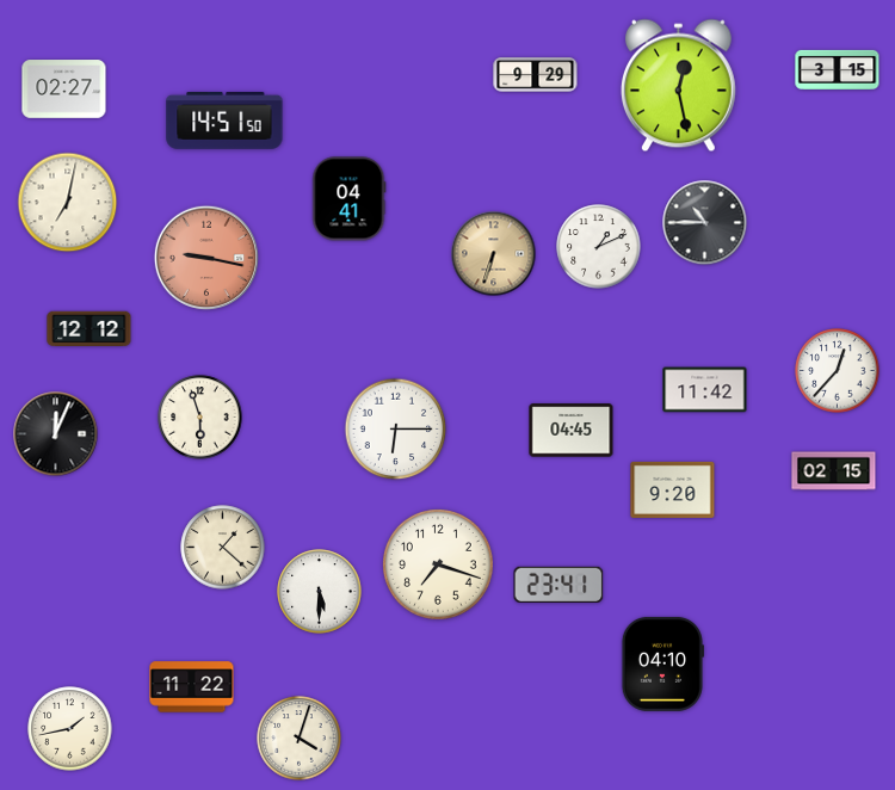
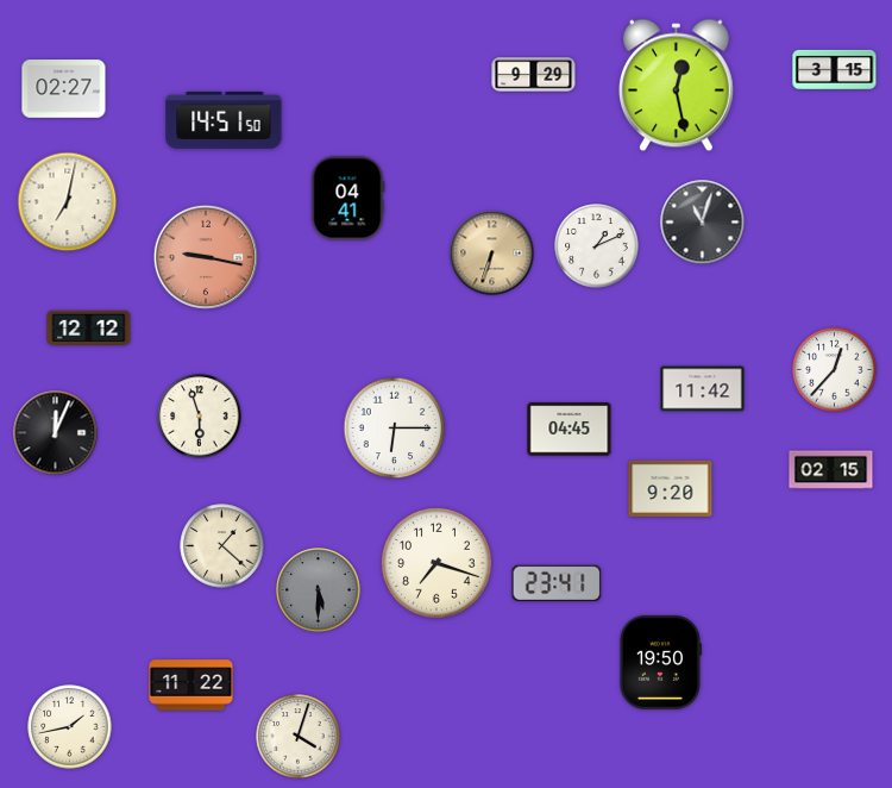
clock at (705, 223): 10:45 -> 11:03
clock at (320, 592) dial: white -> grey
clock at (662, 664): 04:10 -> 19:50
